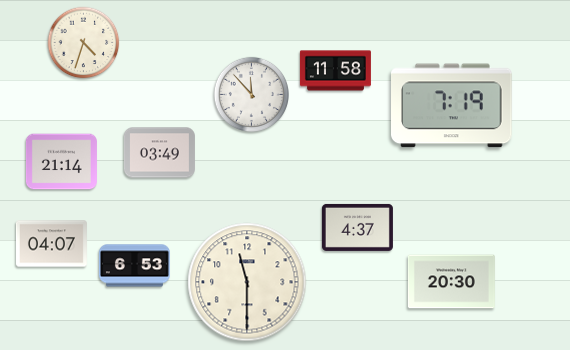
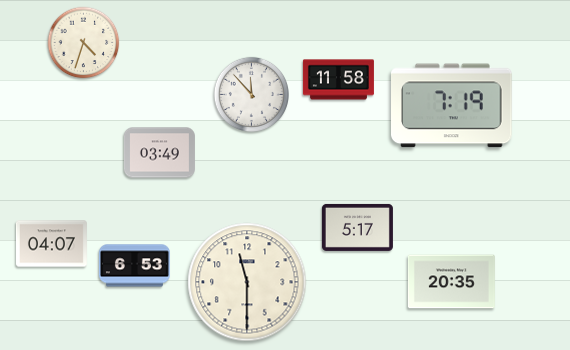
clock at (335, 71) position: (335, 71) -> (338, 80)
clock at (61, 162): 21:14 -> none
clock at (357, 227): 4:37 -> 5:17
clock at (451, 282): 20:30 -> 20:35
